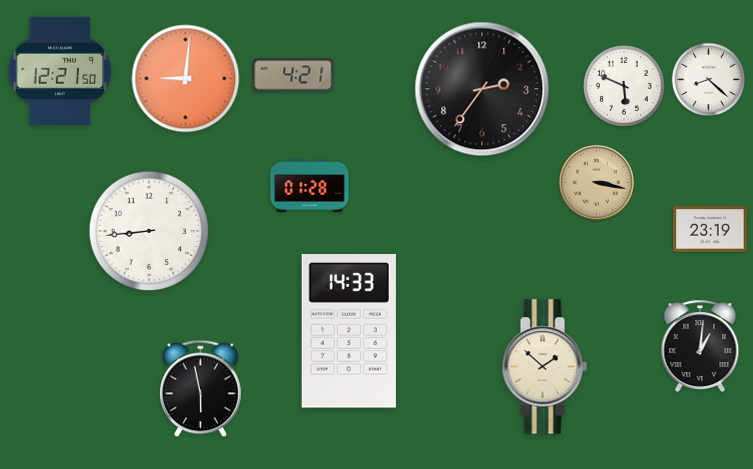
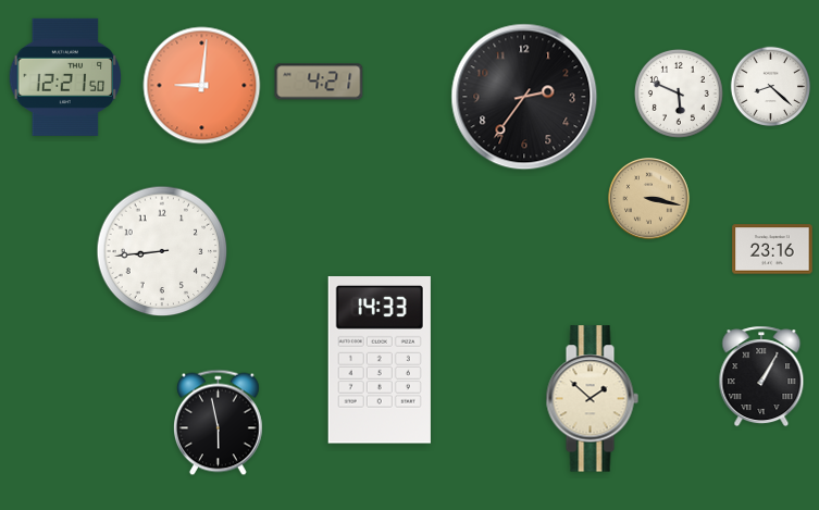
clock at (310, 185): 01:28 -> none
clock at (710, 229): 23:19 -> 23:16
clock at (700, 346): 1:01 -> 1:05
